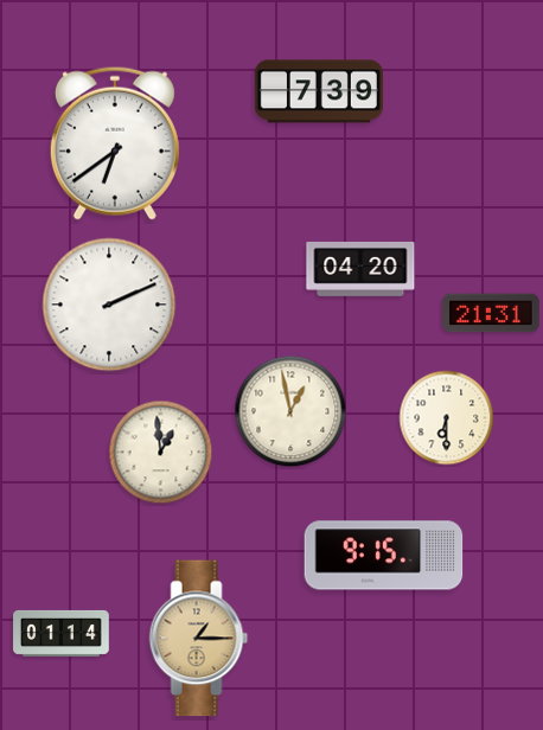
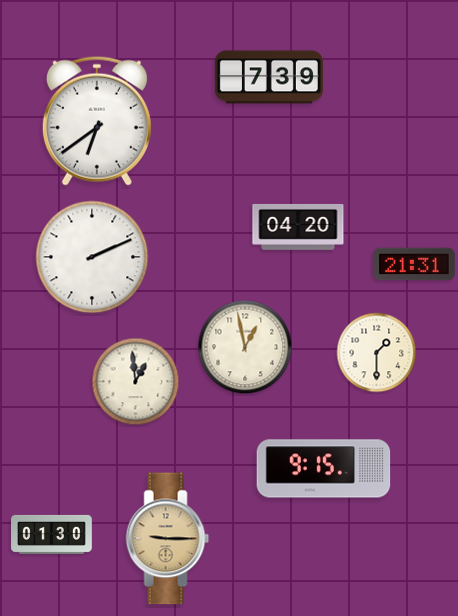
clock at (360, 269) position: (360, 269) -> (298, 227)
clock at (447, 418): 6:30 -> 1:30
clock at (62, 633): 01:14 -> 01:30
clock at (199, 639): 1:15 -> 9:15
